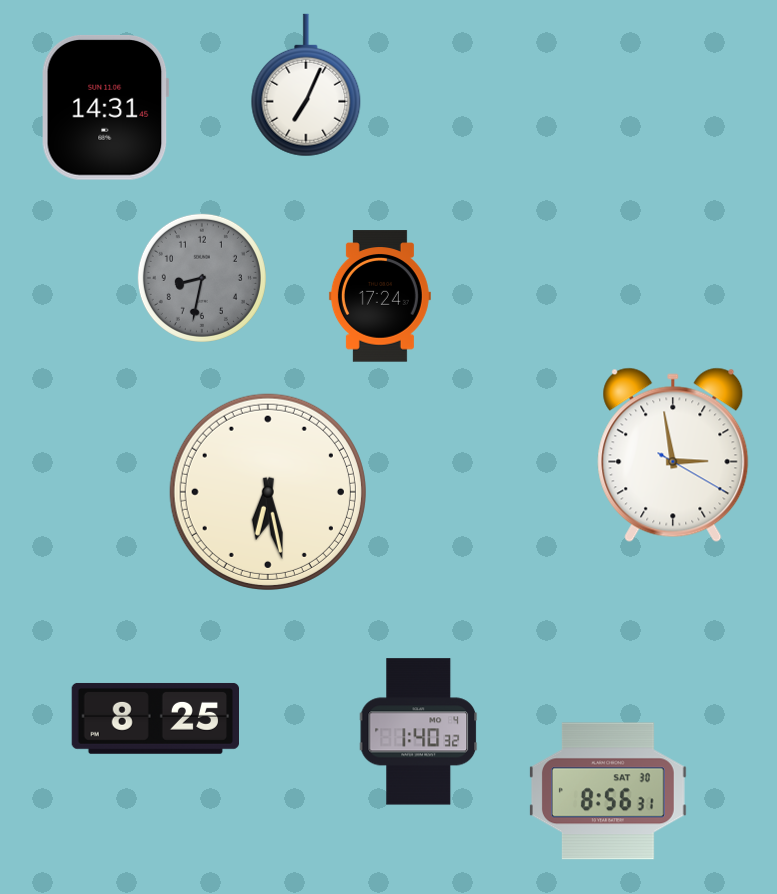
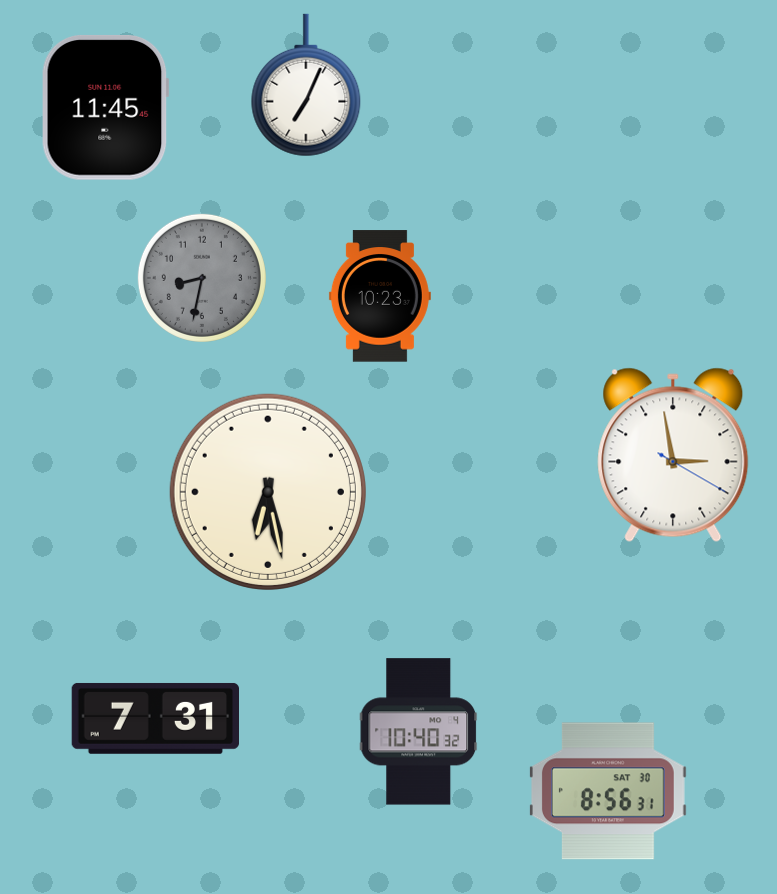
clock at (105, 107): 14:31 -> 11:45
clock at (380, 296): 17:24 -> 10:23
clock at (155, 718): 8:25 -> 7:31
clock at (419, 732): 1:40 -> 10:40
